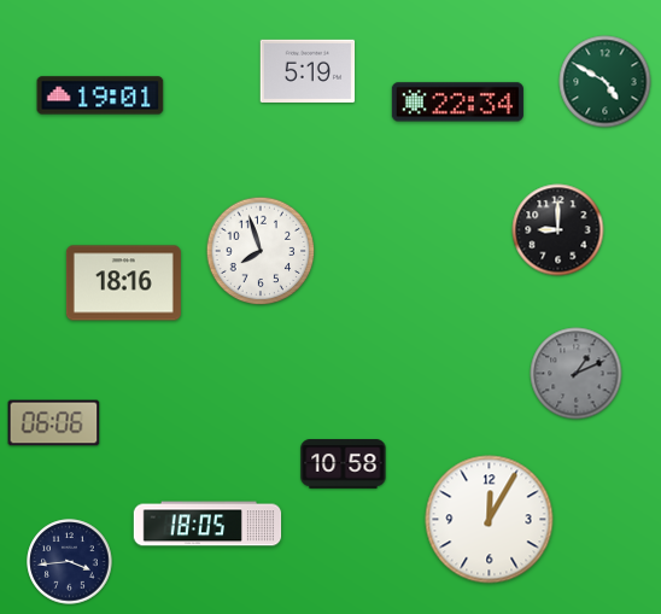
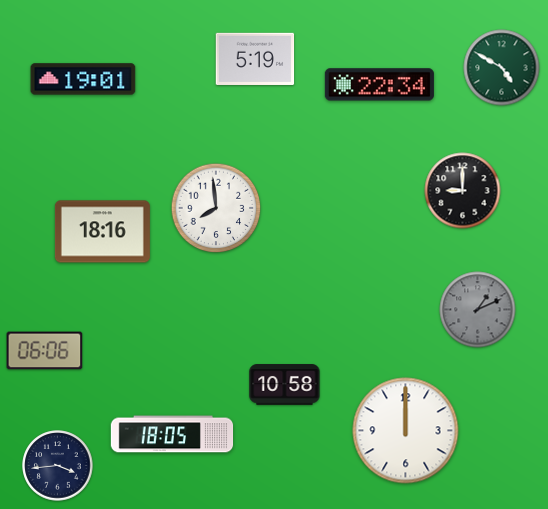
clock at (261, 251): 7:57 -> 7:59
clock at (123, 283) position: (123, 283) -> (102, 232)
clock at (490, 520): 12:05 -> 12:00
